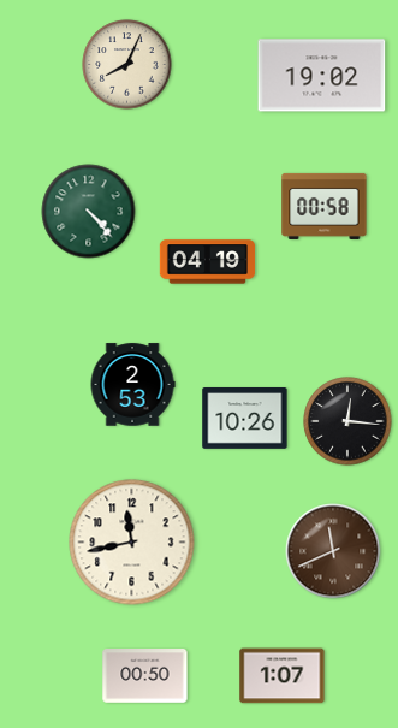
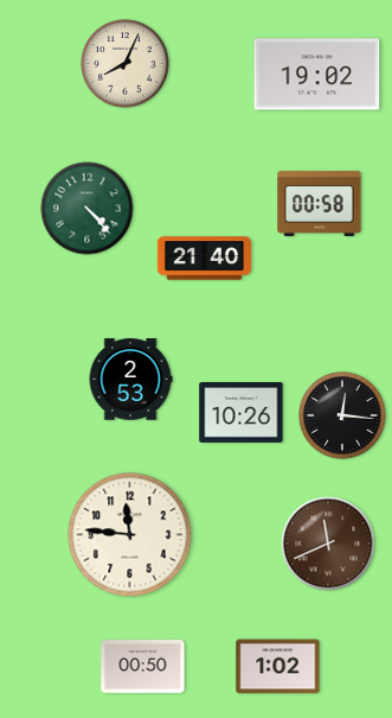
clock at (208, 262): 04:19 -> 21:40
clock at (132, 543): 11:43 -> 11:46
clock at (283, 676): 1:07 -> 1:02
